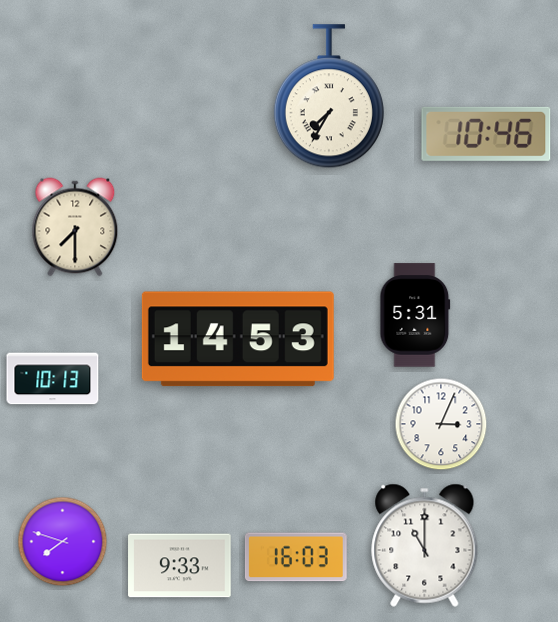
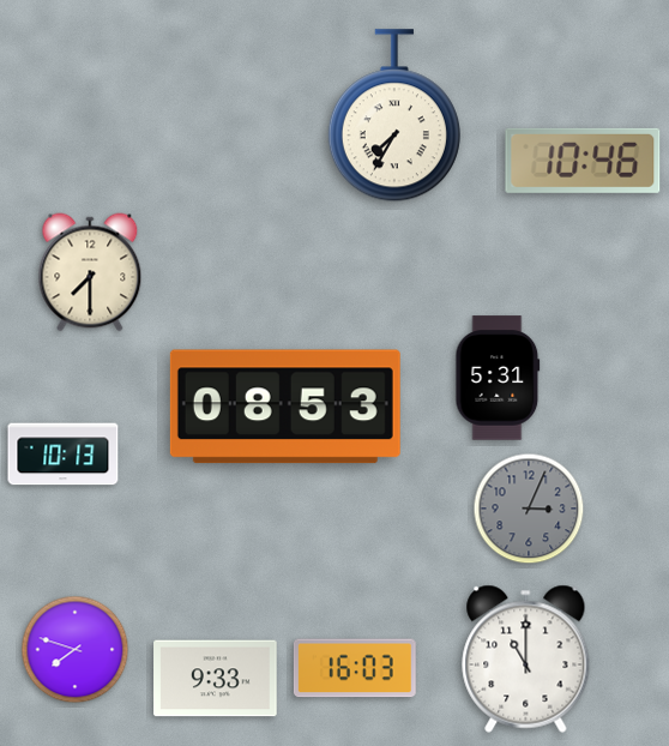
clock at (238, 339): 14:53 -> 08:53
clock at (441, 424) dial: white -> grey
clock at (425, 545) position: (425, 545) -> (526, 658)
